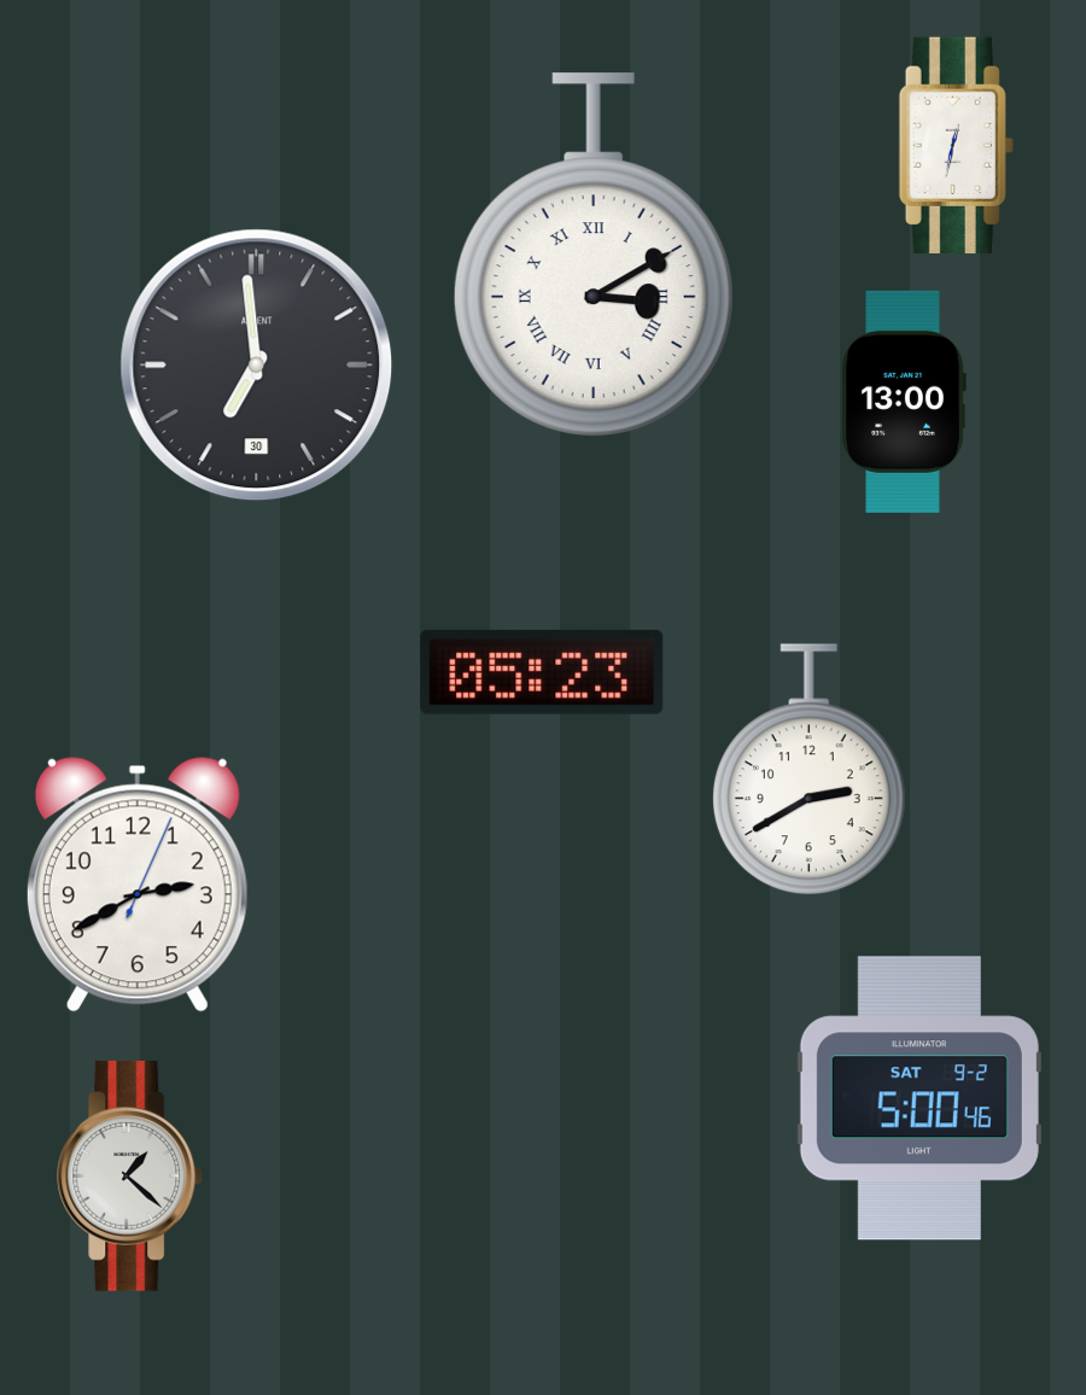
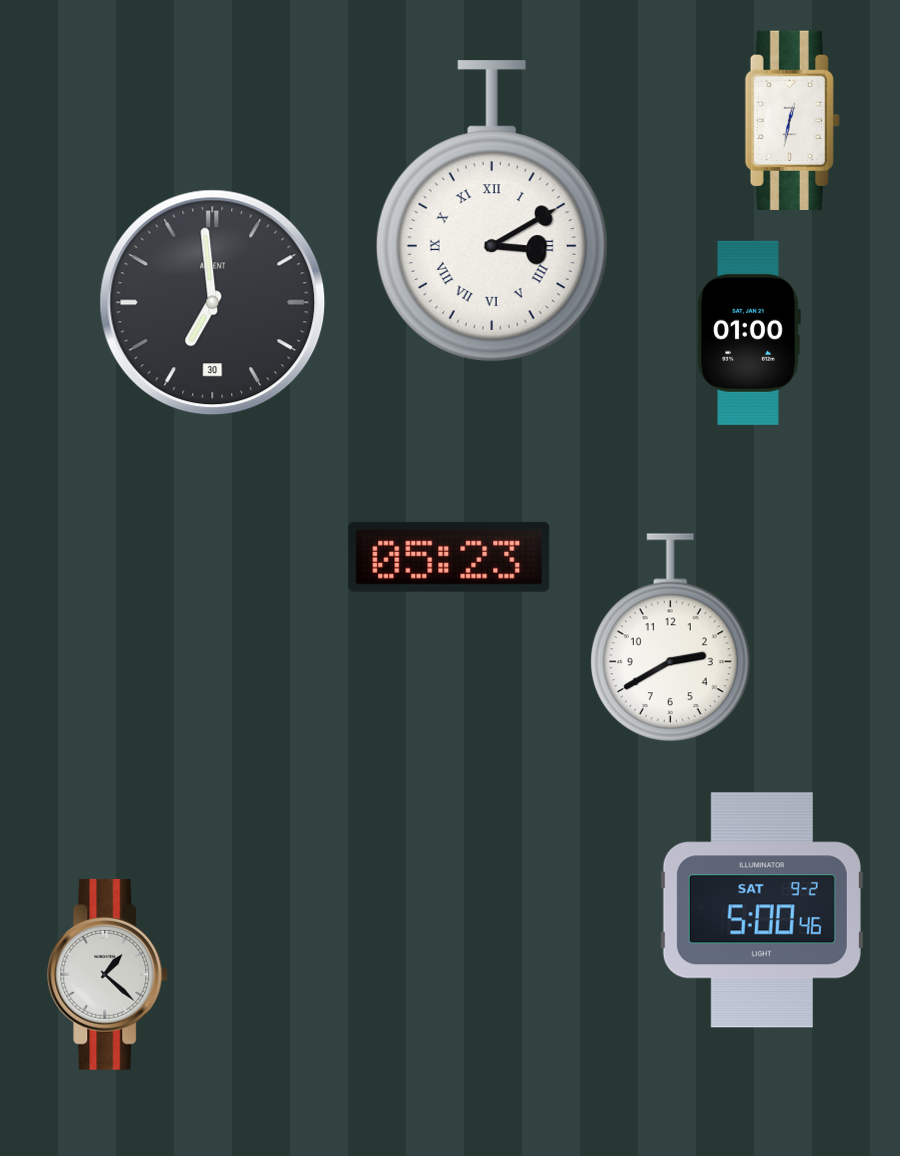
clock at (904, 402): 13:00 -> 01:00
clock at (138, 885): 2:40 -> none
